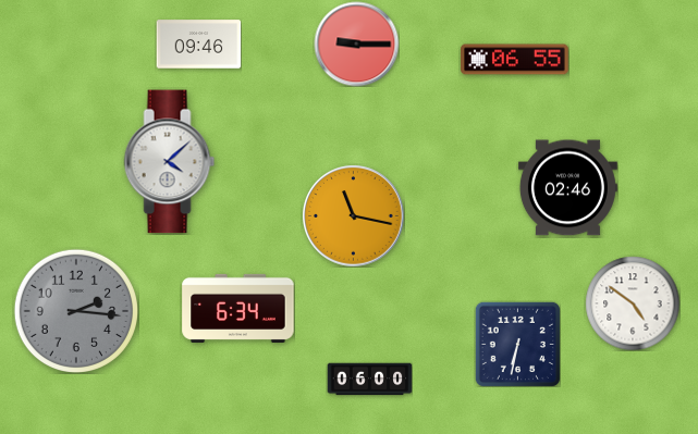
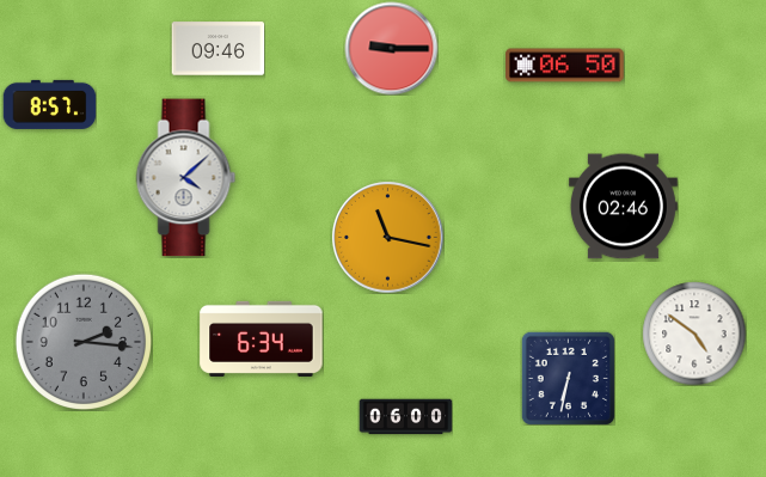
clock at (515, 60): 06:55 -> 06:50
clock at (49, 104): none -> 8:57
